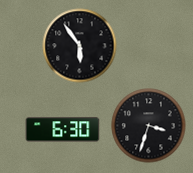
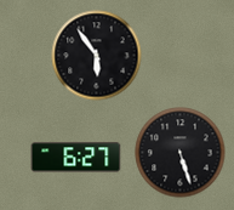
clock at (149, 126): 3:33 -> 5:27
clock at (63, 130): 6:30 -> 6:27
